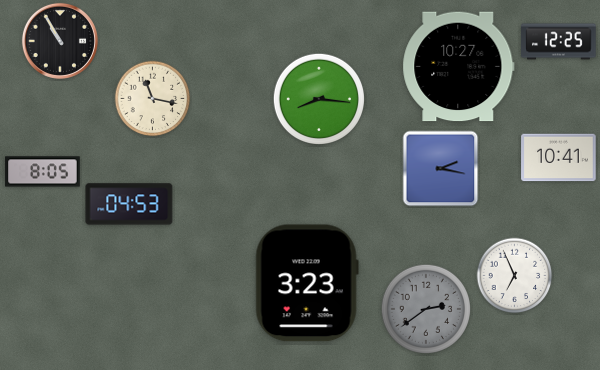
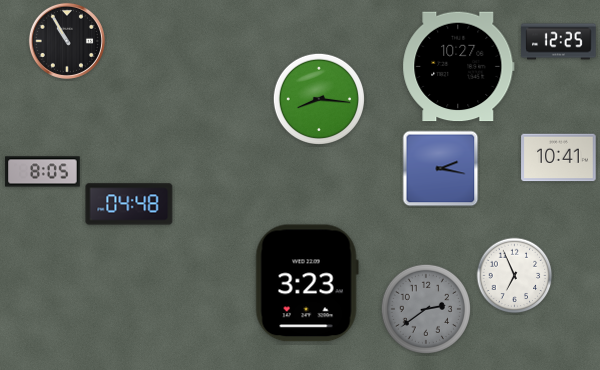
clock at (60, 41) position: (60, 41) -> (67, 41)
clock at (153, 99): 11:17 -> none
clock at (129, 204): 04:53 -> 04:48
